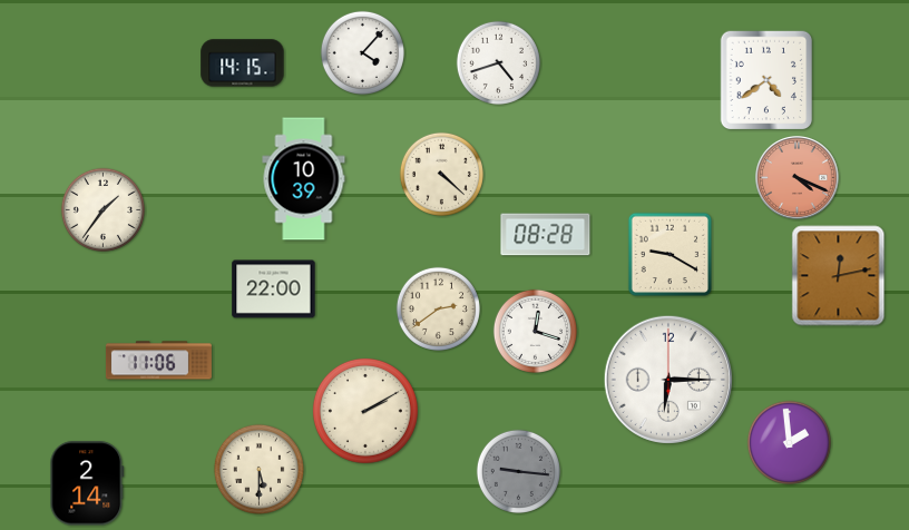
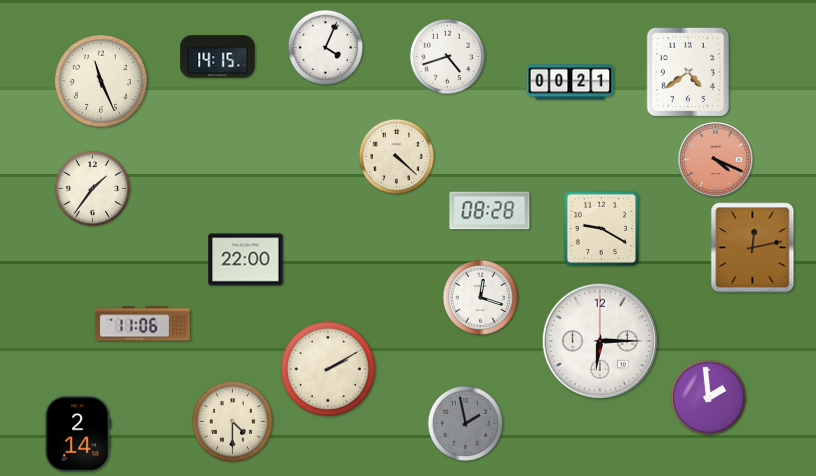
clock at (362, 52): 4:07 -> 4:04
clock at (101, 81): none -> 11:26
clock at (570, 82): none -> 00:21
clock at (304, 179): 10:39 -> none
clock at (438, 308): 2:39 -> none
clock at (258, 469): 5:30 -> 4:30
clock at (518, 471): 9:16 -> 1:58
